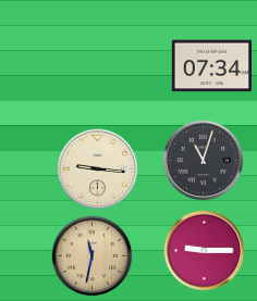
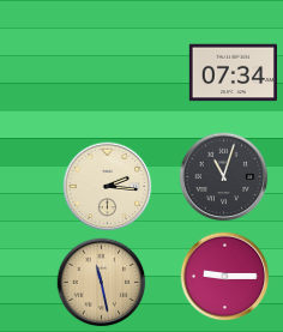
clock at (98, 170): 9:16 -> 2:16
clock at (93, 256): 11:32 -> 11:28
